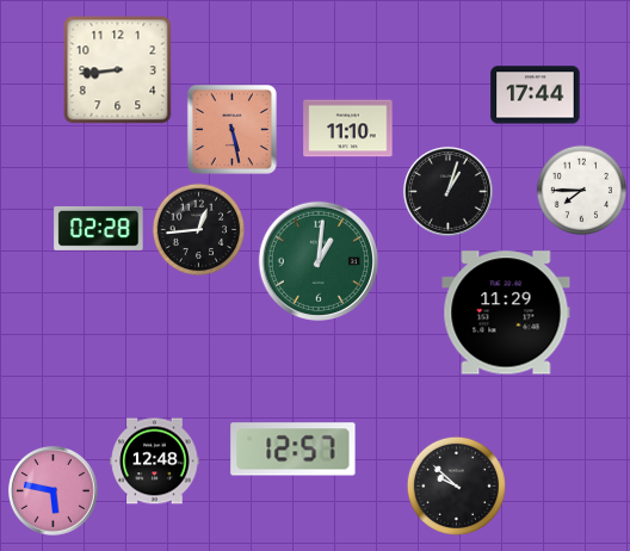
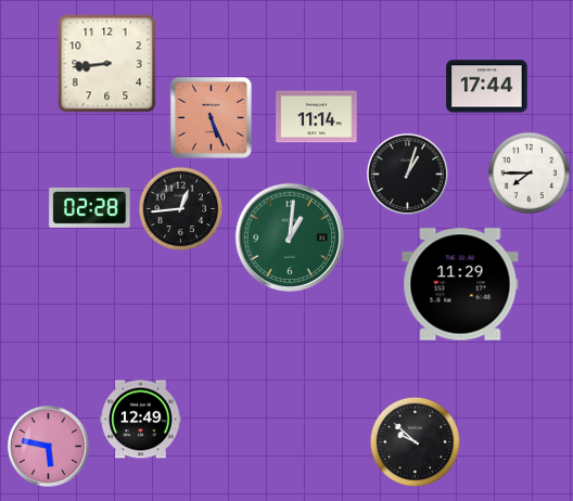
clock at (231, 129): 5:28 -> 5:26
clock at (348, 129): 11:10 -> 11:14
clock at (294, 450): 12:57 -> none
clock at (155, 462): 12:48 -> 12:49
